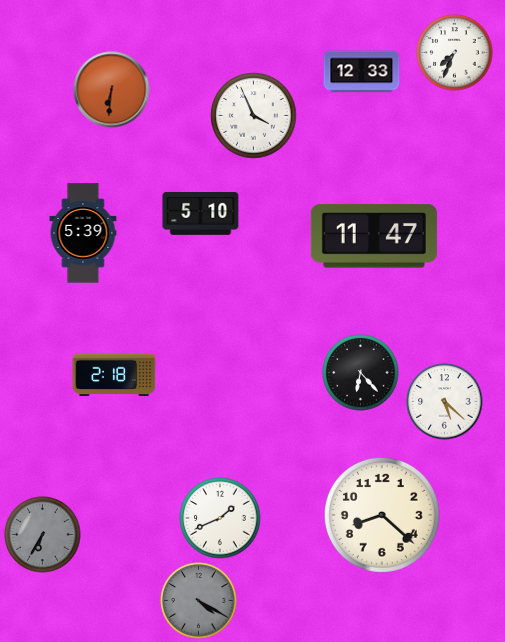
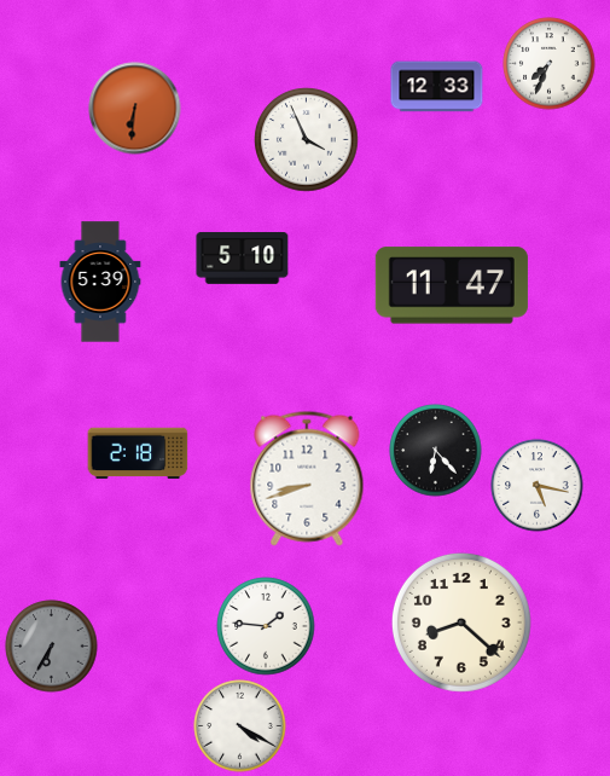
clock at (307, 479): none -> 8:42
clock at (445, 402): 5:22 -> 5:17
clock at (220, 518): 1:41 -> 1:46
clock at (199, 601) dial: grey -> white
